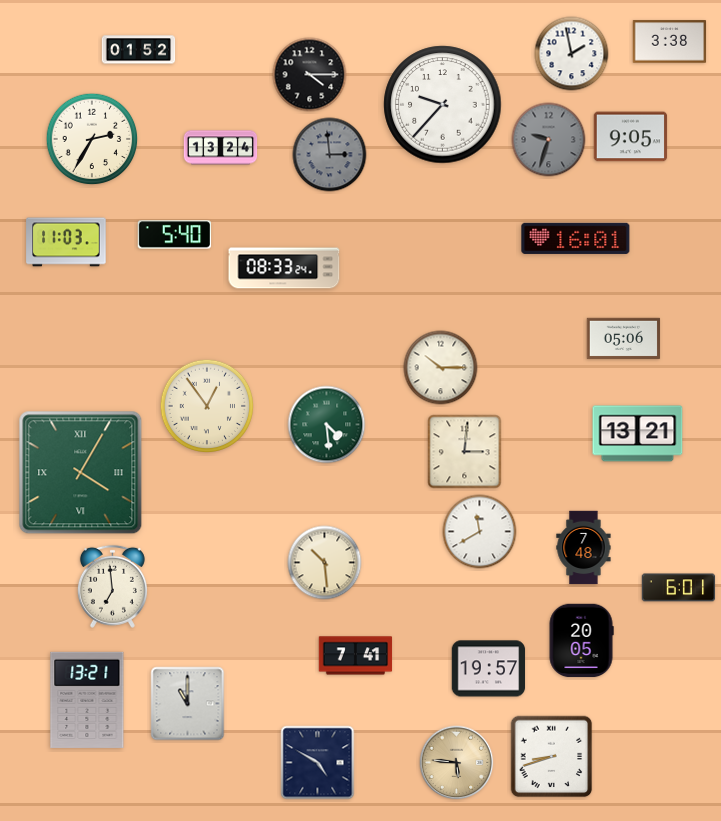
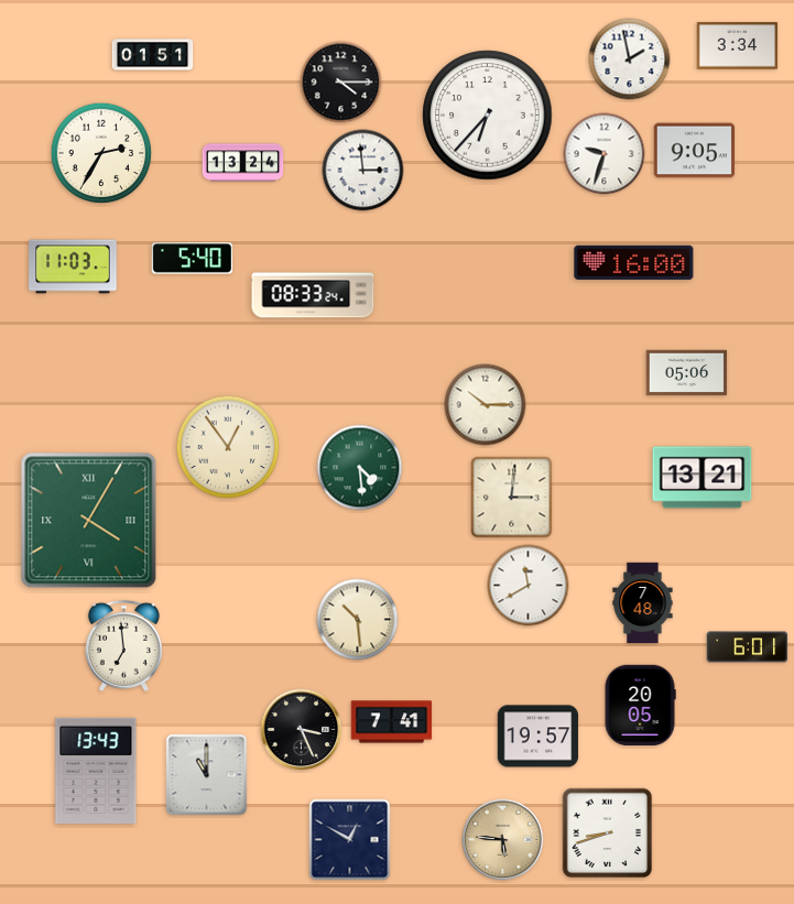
clock at (670, 42): 3:38 -> 3:34
clock at (139, 50): 01:52 -> 01:51
clock at (443, 105): 9:37 -> 6:37
clock at (549, 140) dial: grey -> white
clock at (330, 155) dial: grey -> white
clock at (576, 238): 16:01 -> 16:00
clock at (302, 730): none -> 3:26
clock at (87, 700): 13:21 -> 13:43
clock at (318, 763): 4:50 -> 12:50
